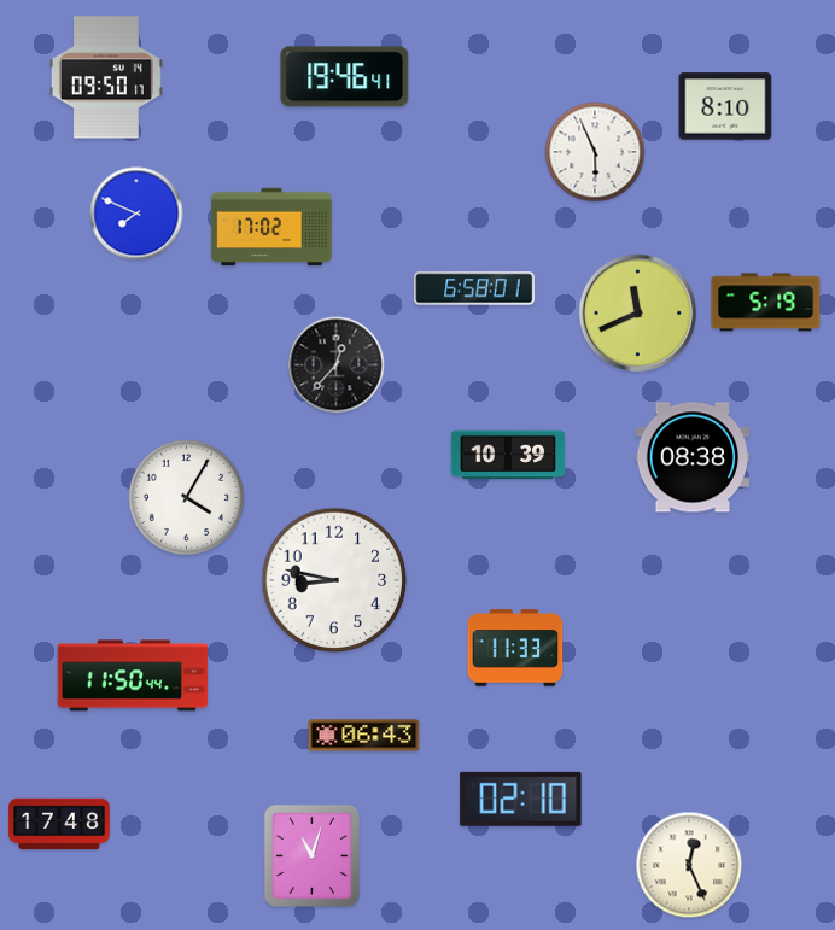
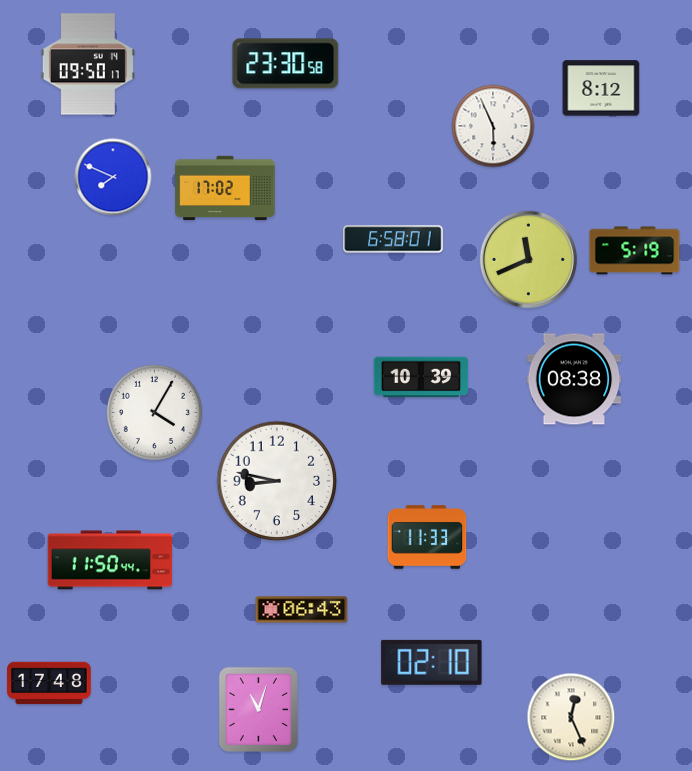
clock at (345, 77): 19:46 -> 23:30
clock at (725, 106): 8:10 -> 8:12
clock at (337, 365): 12:37 -> none
